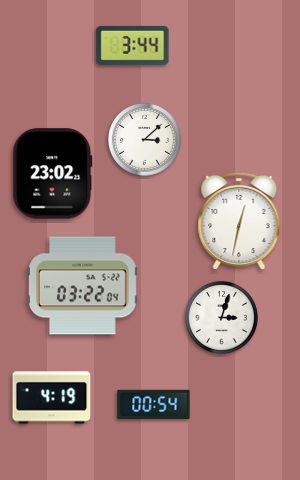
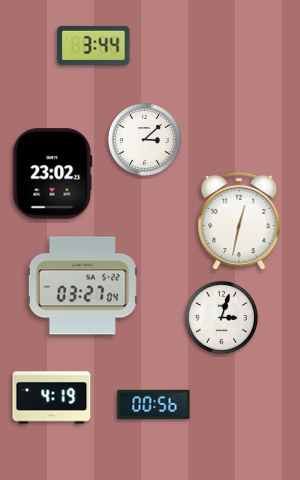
clock at (133, 45) position: (133, 45) -> (94, 45)
clock at (82, 286): 03:22 -> 03:27
clock at (154, 405): 00:54 -> 00:56
